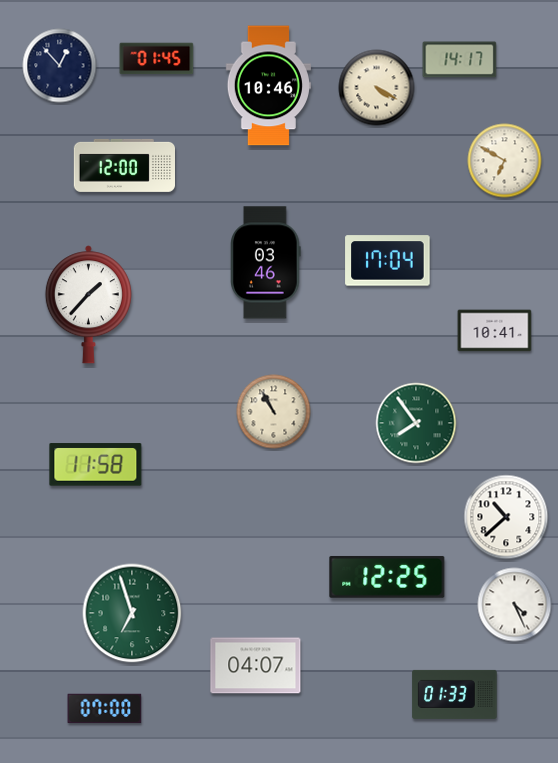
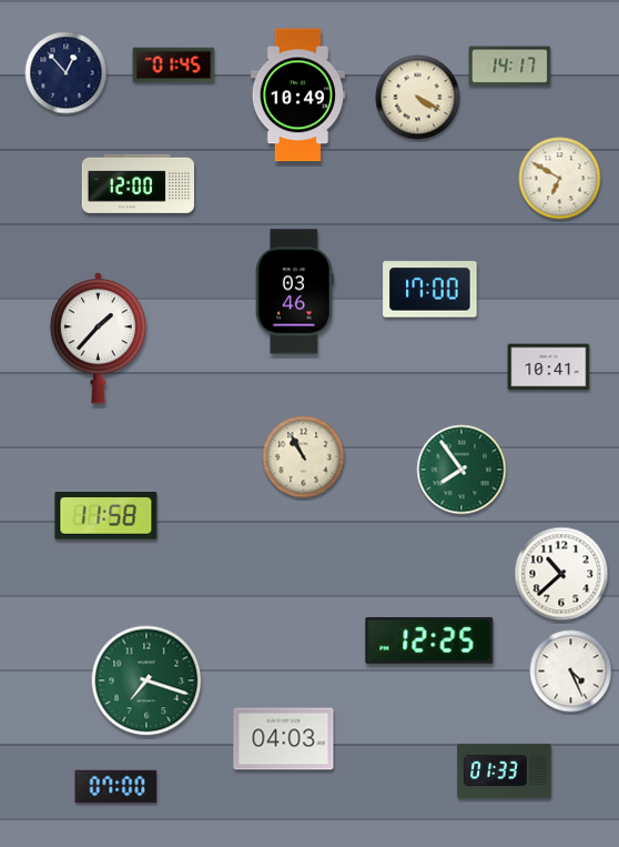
clock at (268, 86): 10:46 -> 10:49
clock at (388, 261): 17:04 -> 17:00
clock at (132, 613): 6:57 -> 7:18
clock at (256, 666): 04:07 -> 04:03
